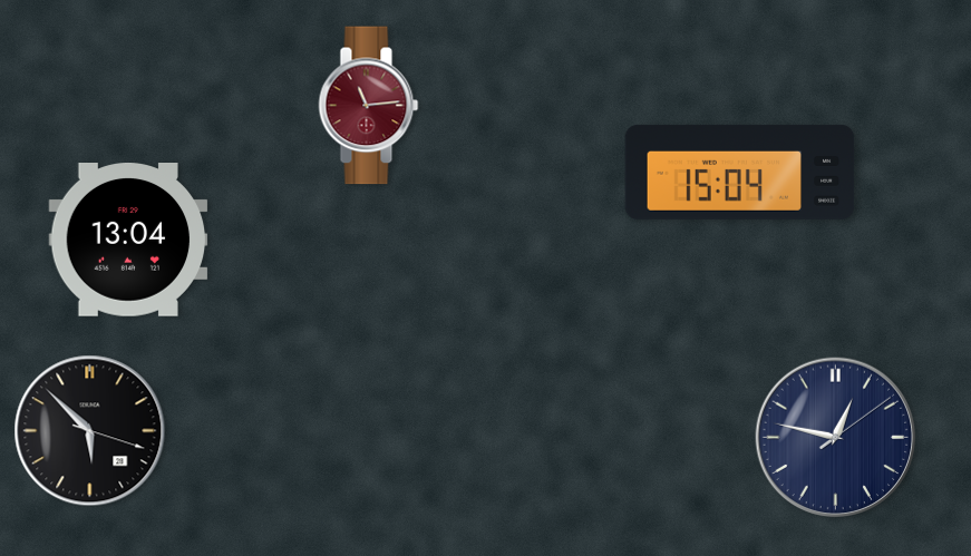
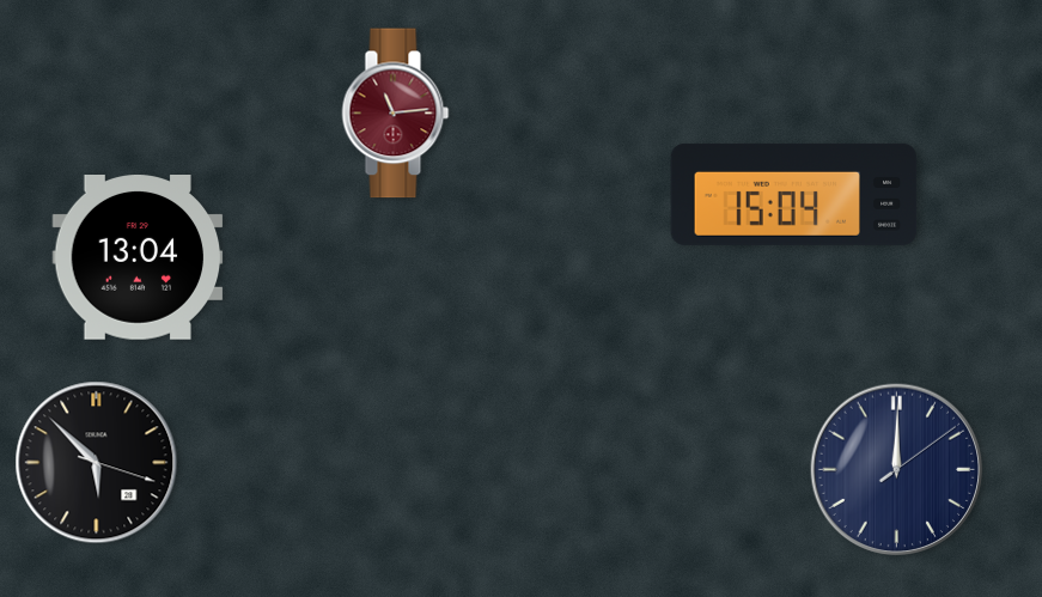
clock at (740, 172) position: (740, 172) -> (794, 194)
clock at (836, 438): 12:47 -> 12:00
